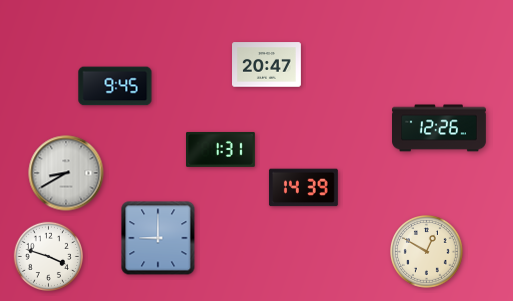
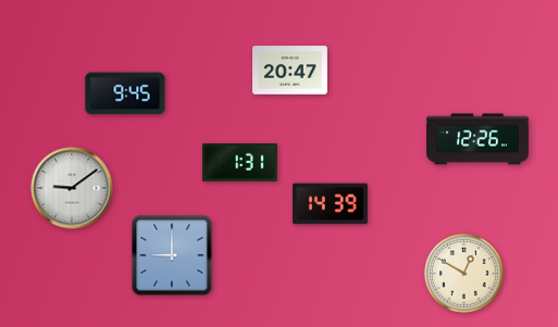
clock at (66, 173): 8:40 -> 9:09
clock at (158, 238) position: (158, 238) -> (172, 255)
clock at (48, 256): 3:48 -> none
